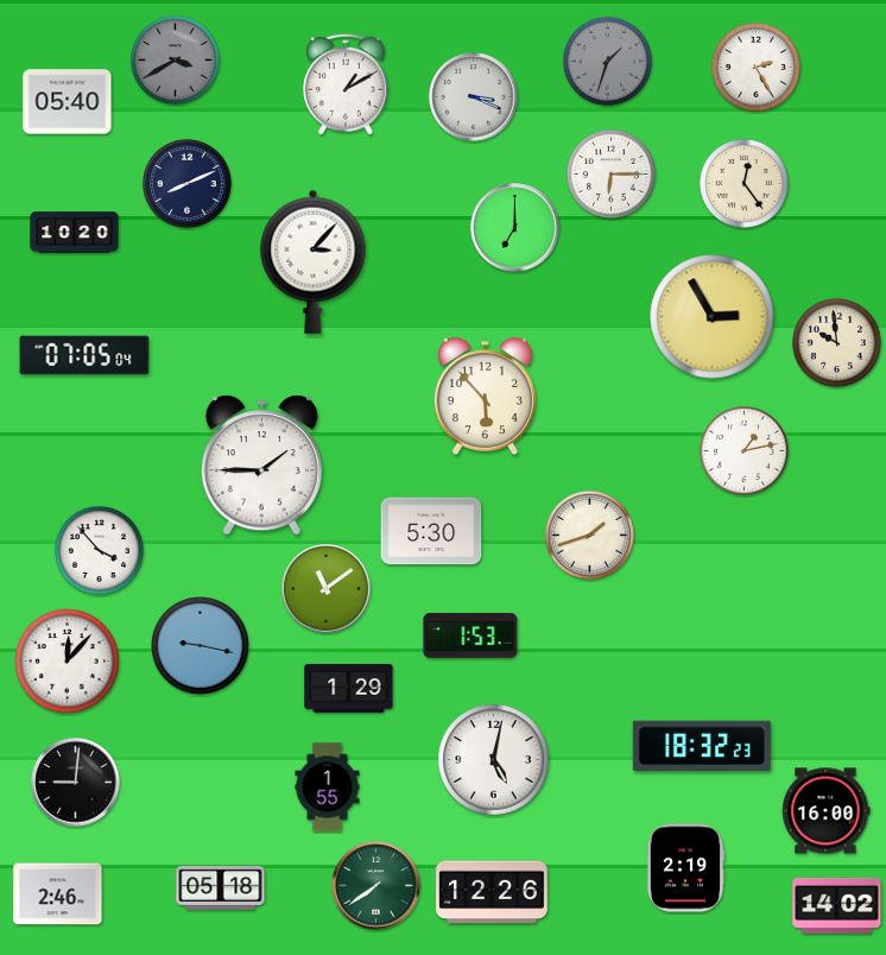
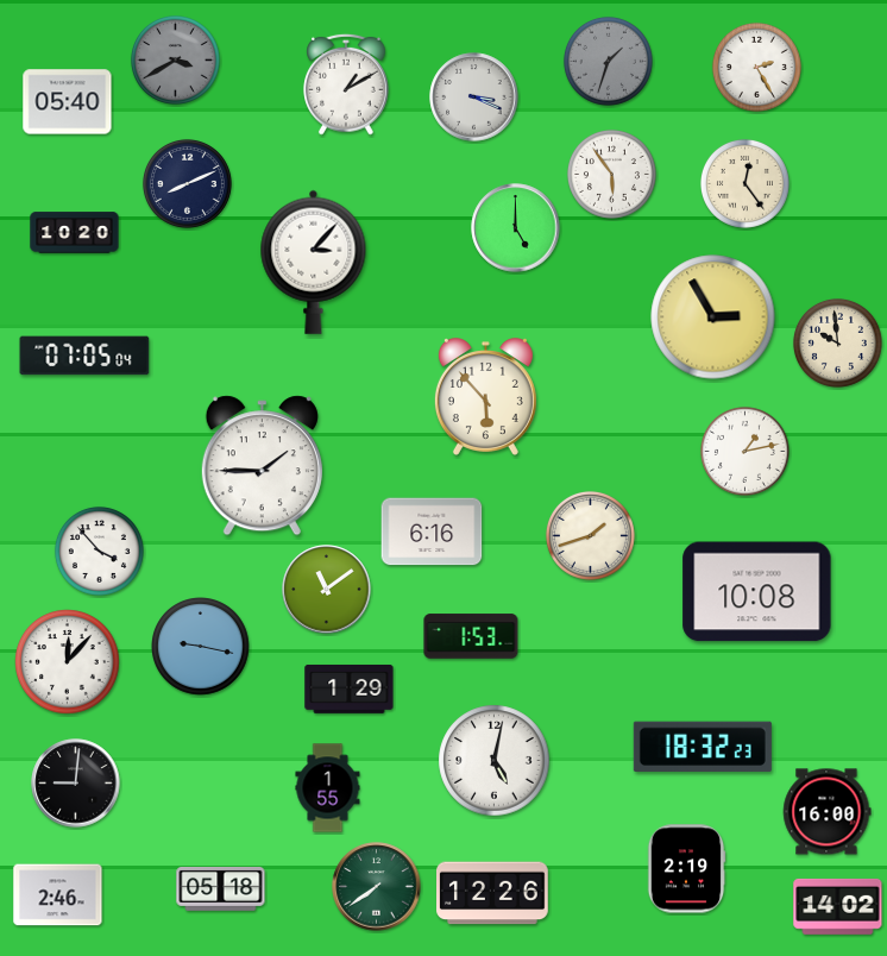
clock at (610, 173): 6:15 -> 5:54
clock at (515, 228): 7:00 -> 5:00
clock at (431, 531): 5:30 -> 6:16
clock at (757, 592): none -> 10:08
